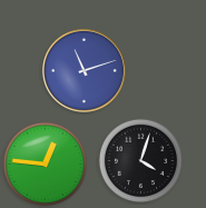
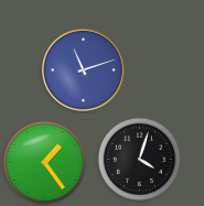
clock at (46, 165): 12:46 -> 1:24
